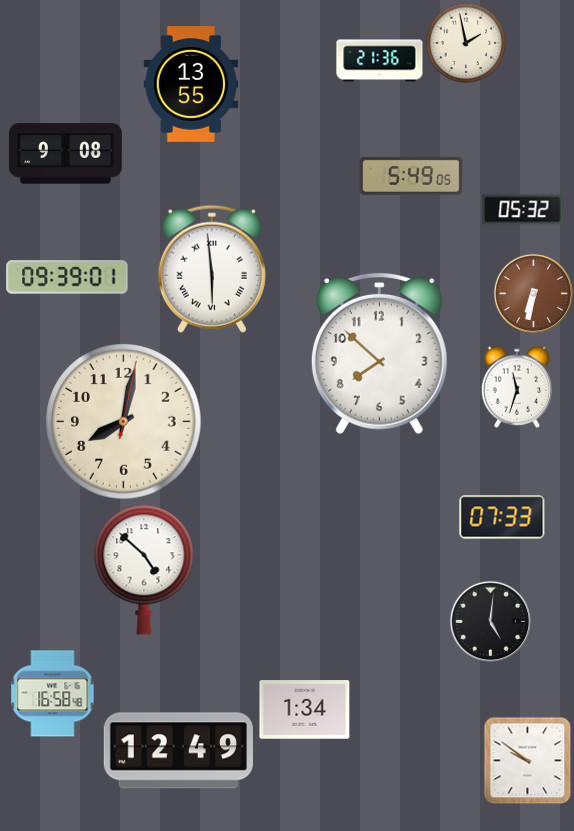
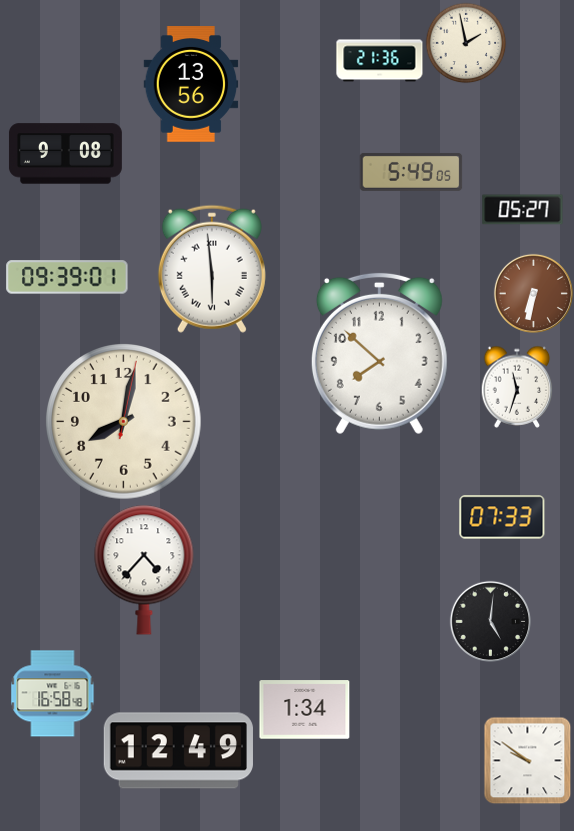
clock at (191, 84): 13:55 -> 13:56
clock at (411, 176) position: (411, 176) -> (411, 172)
clock at (523, 210): 05:32 -> 05:27
clock at (144, 570): 4:52 -> 4:37
